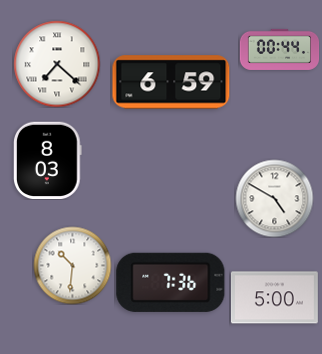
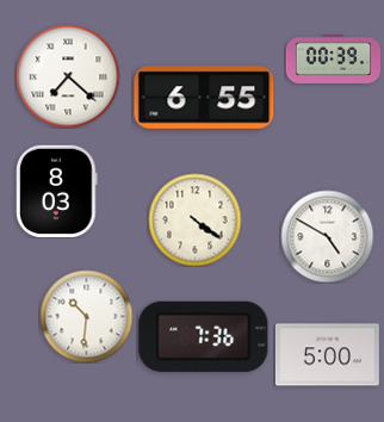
clock at (279, 49): 00:44 -> 00:39
clock at (171, 82): 6:59 -> 6:55
clock at (194, 219): none -> 4:21
